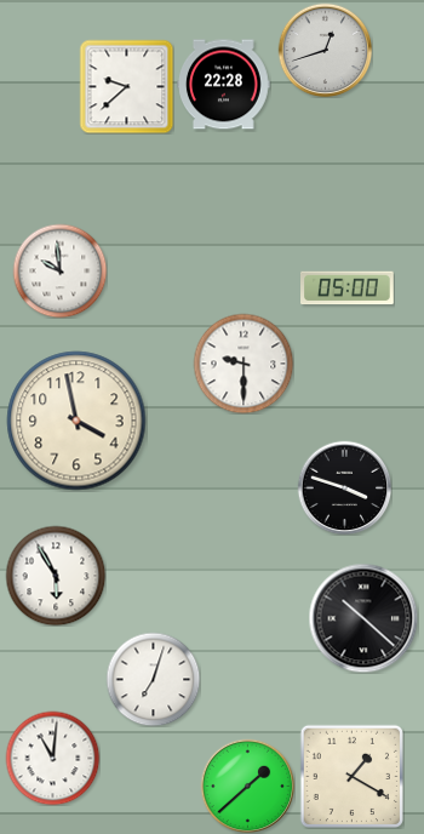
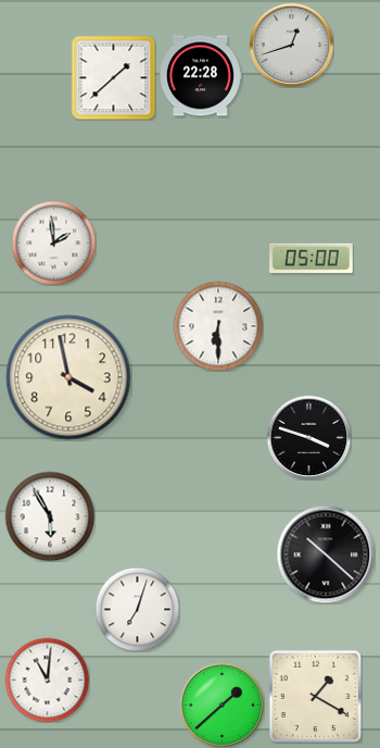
clock at (126, 86): 9:38 -> 1:38
clock at (59, 270): 9:59 -> 1:59
clock at (243, 364): 9:30 -> 6:30
